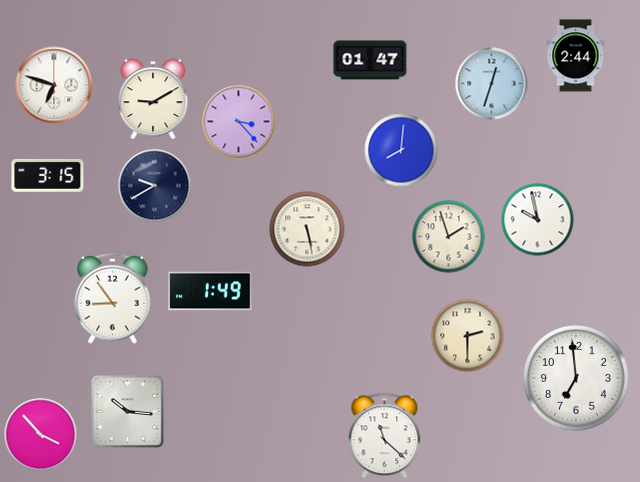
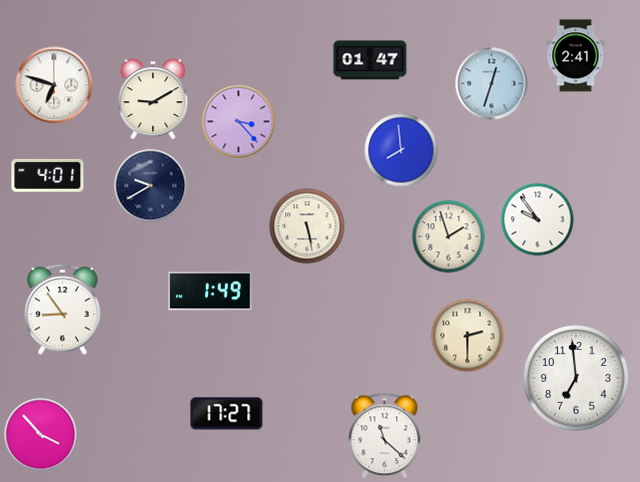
clock at (576, 56): 2:44 -> 2:41
clock at (401, 150): 8:01 -> 7:59
clock at (48, 175): 3:15 -> 4:01
clock at (155, 186) position: (155, 186) -> (151, 186)
clock at (538, 220): 9:58 -> 9:54
clock at (307, 229) position: (307, 229) -> (307, 226)
clock at (113, 298) position: (113, 298) -> (63, 309)
clock at (128, 412): 10:16 -> none
clock at (227, 414): none -> 17:27
